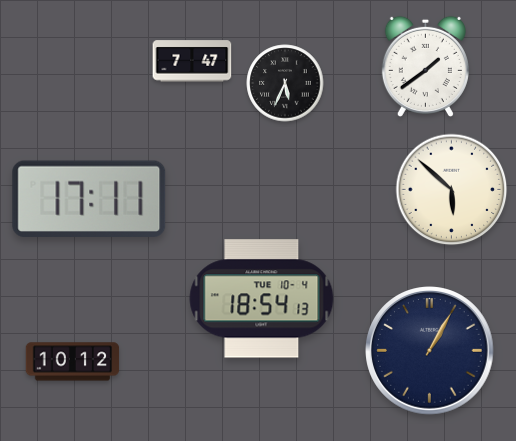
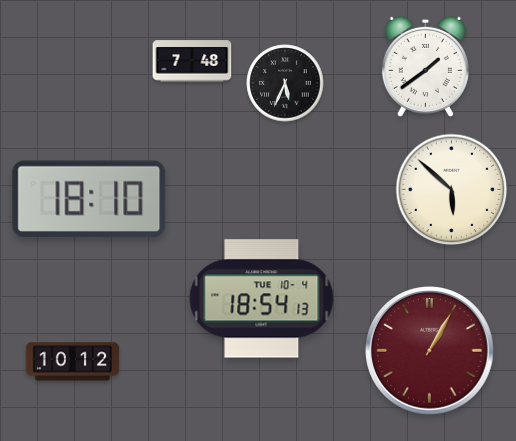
clock at (192, 61): 7:47 -> 7:48
clock at (89, 199): 17:11 -> 18:10
clock at (430, 351) dial: navy -> burgundy
